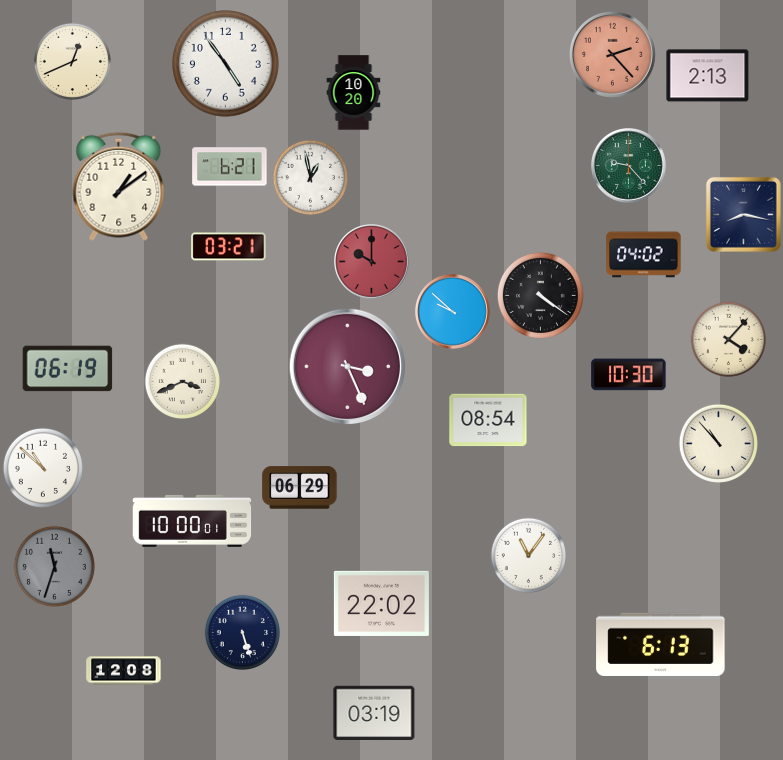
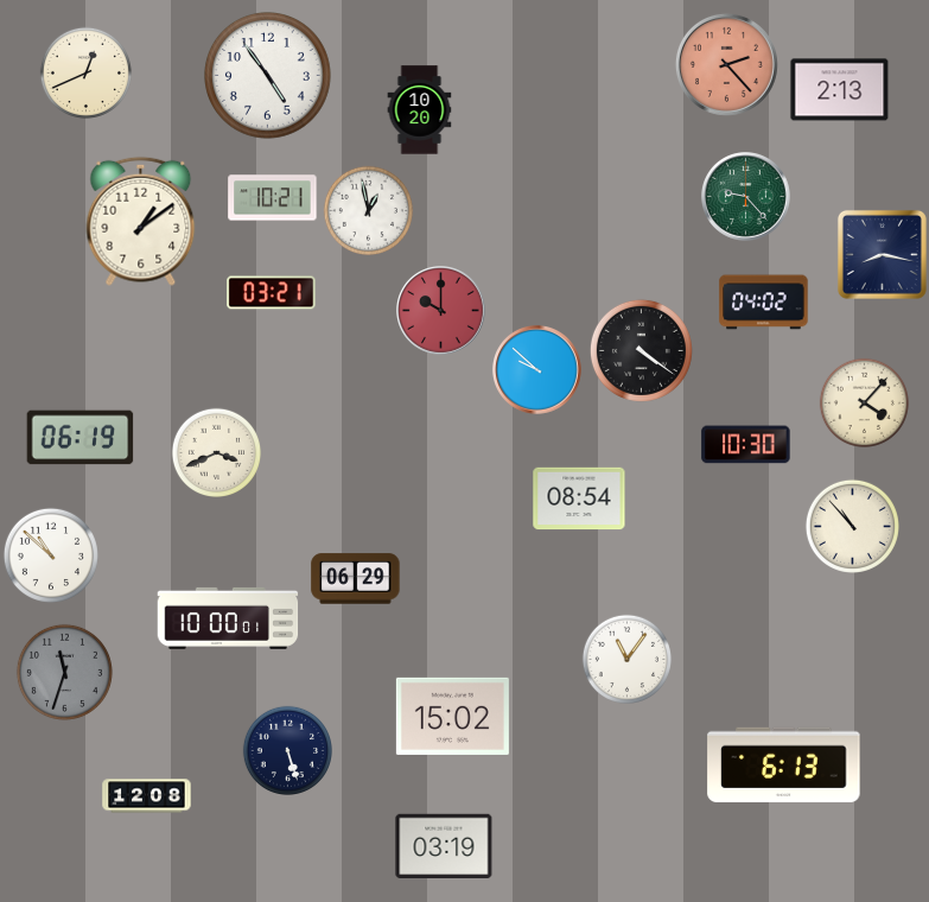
clock at (230, 167): 6:21 -> 10:21
clock at (347, 366): 3:26 -> none
clock at (381, 603): 22:02 -> 15:02
